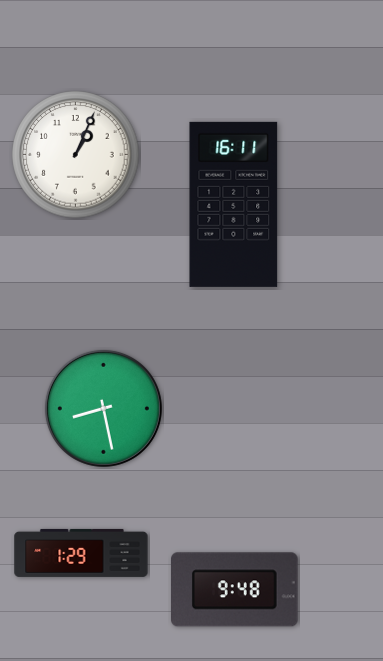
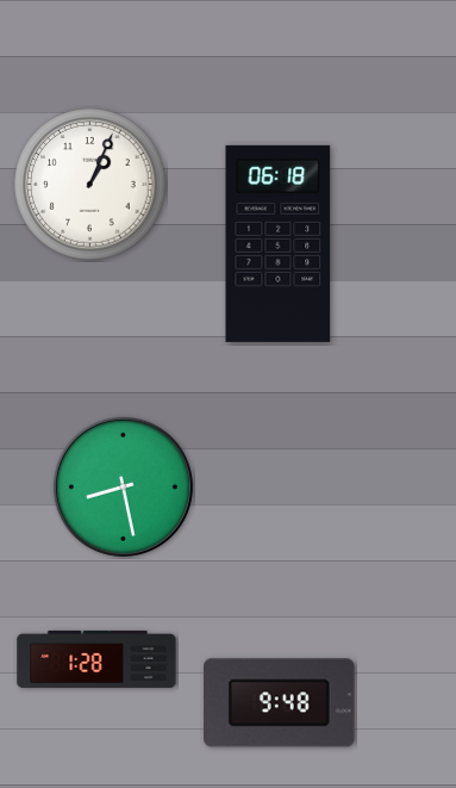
clock at (234, 204): 16:11 -> 06:18
clock at (81, 553): 1:29 -> 1:28
